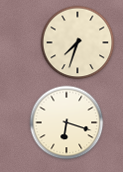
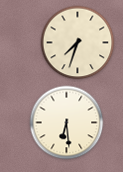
clock at (67, 123): 6:18 -> 6:29
